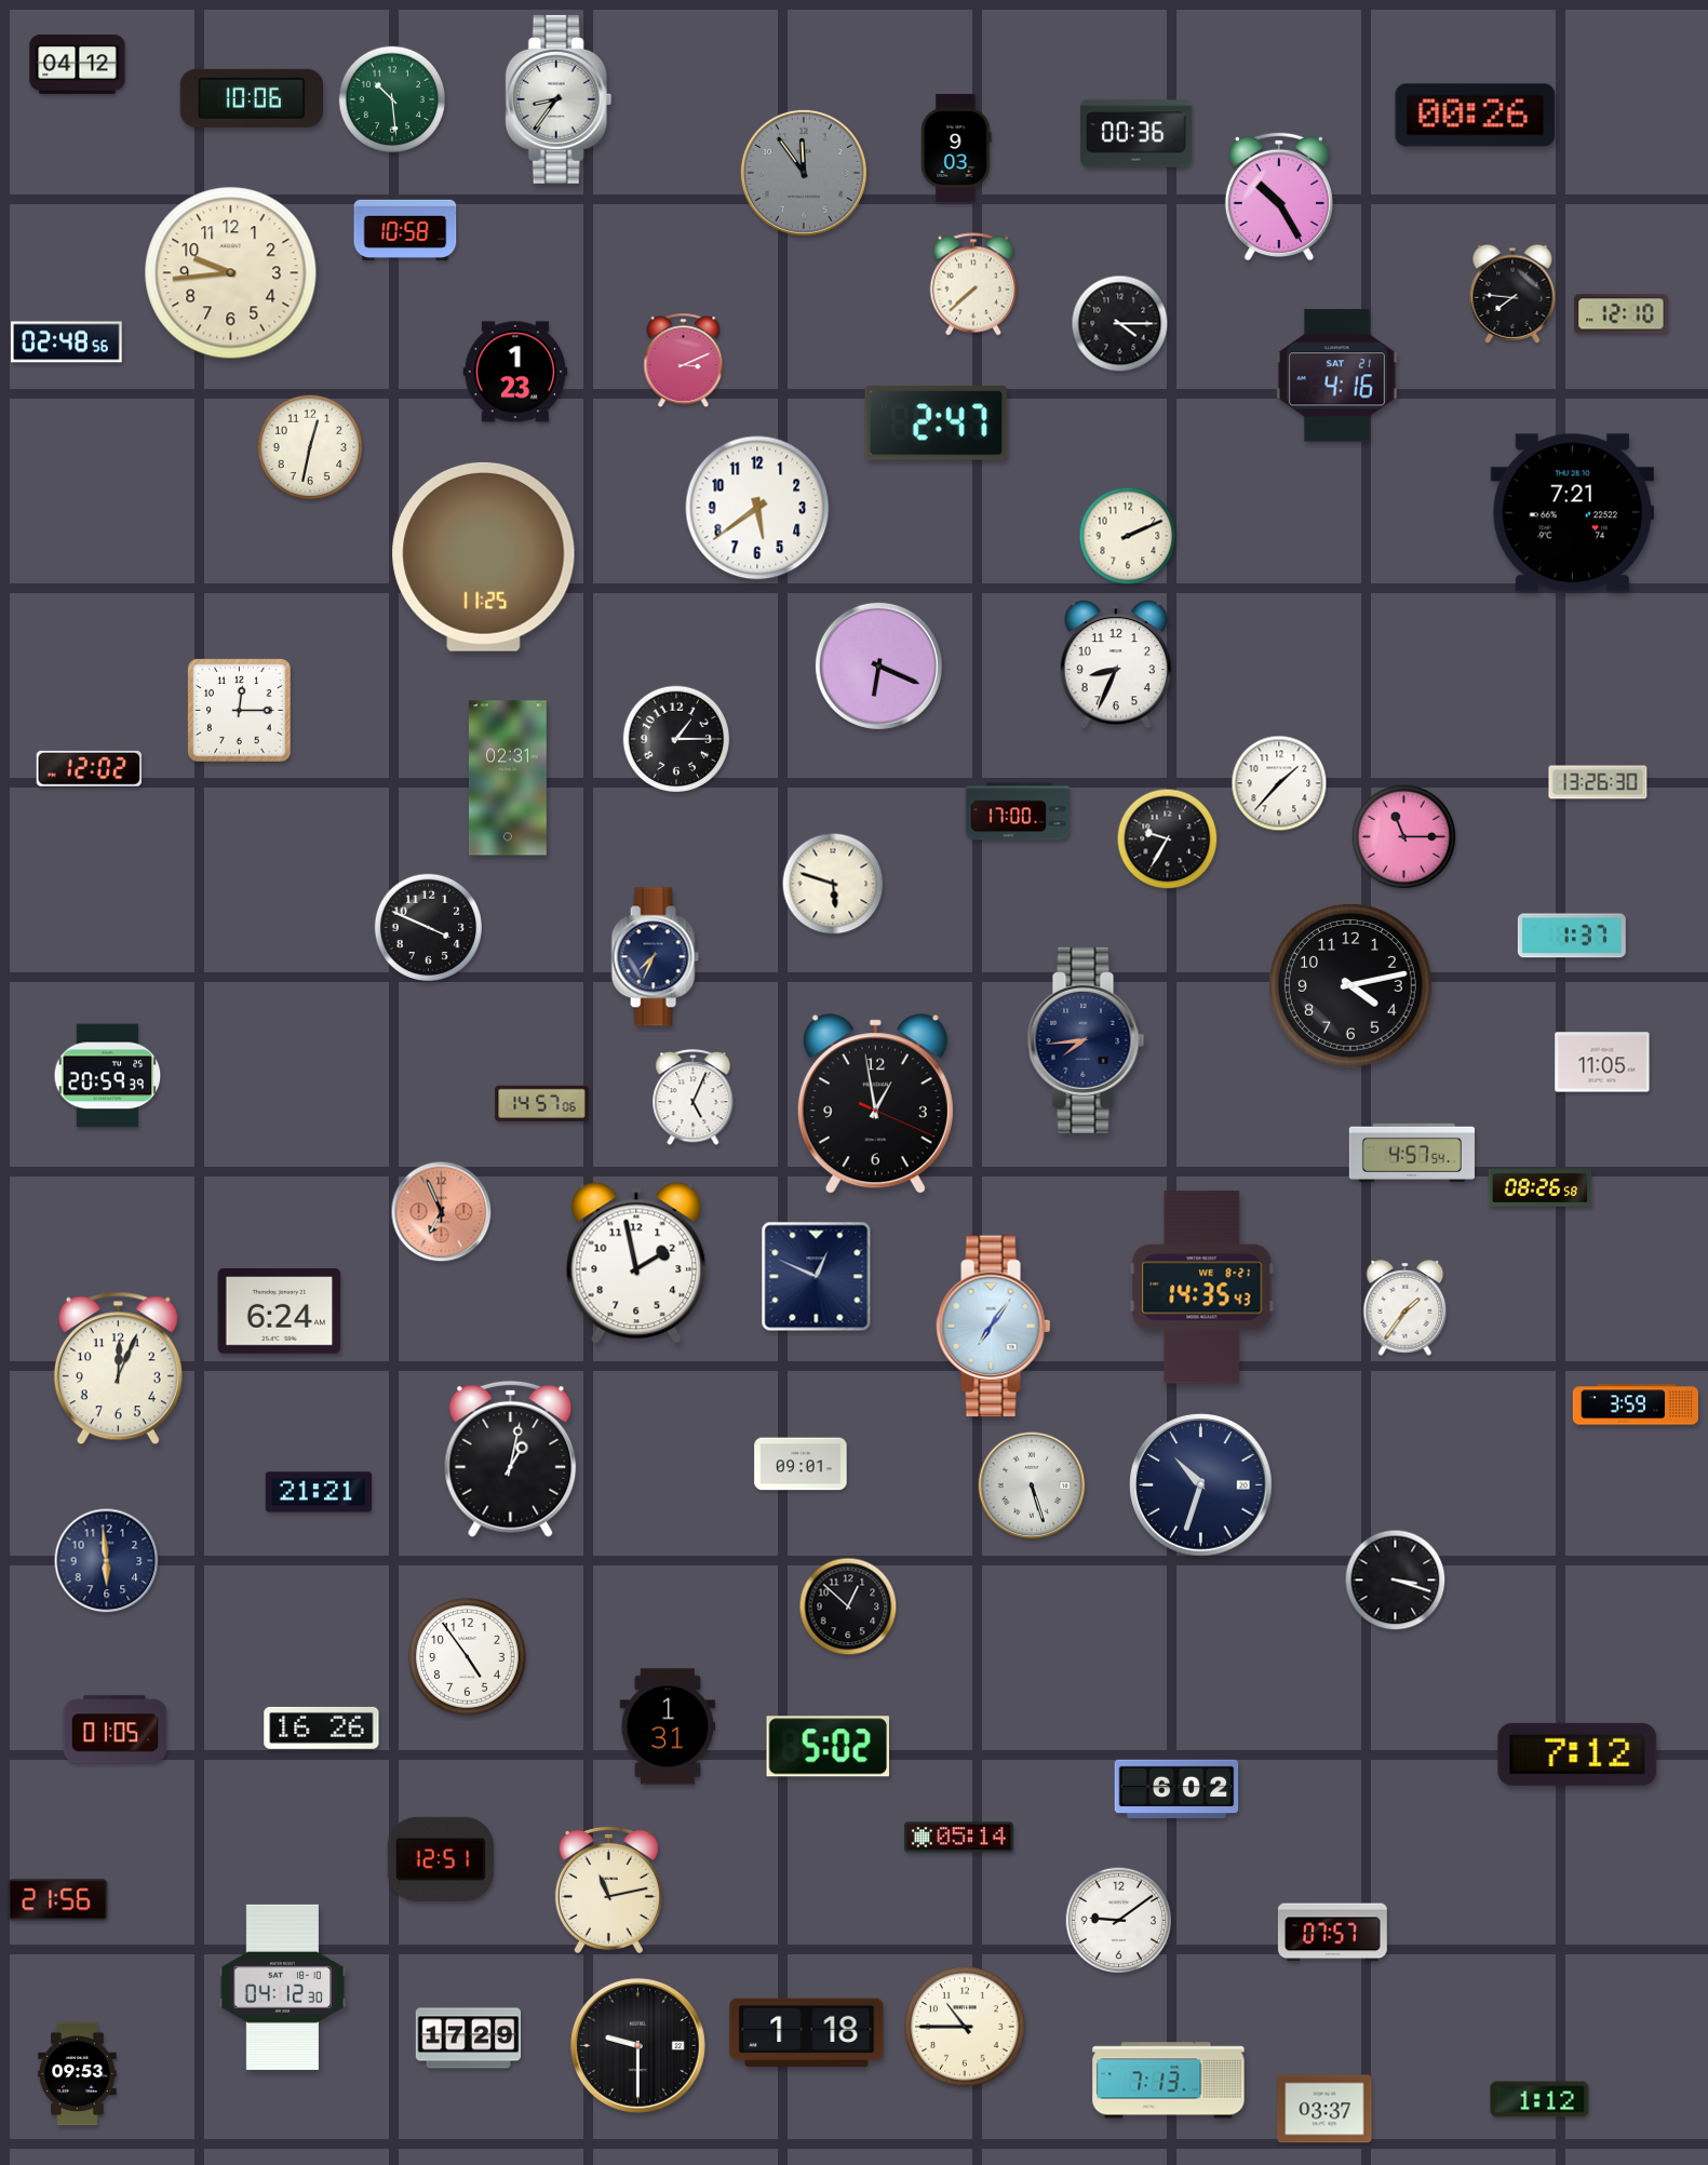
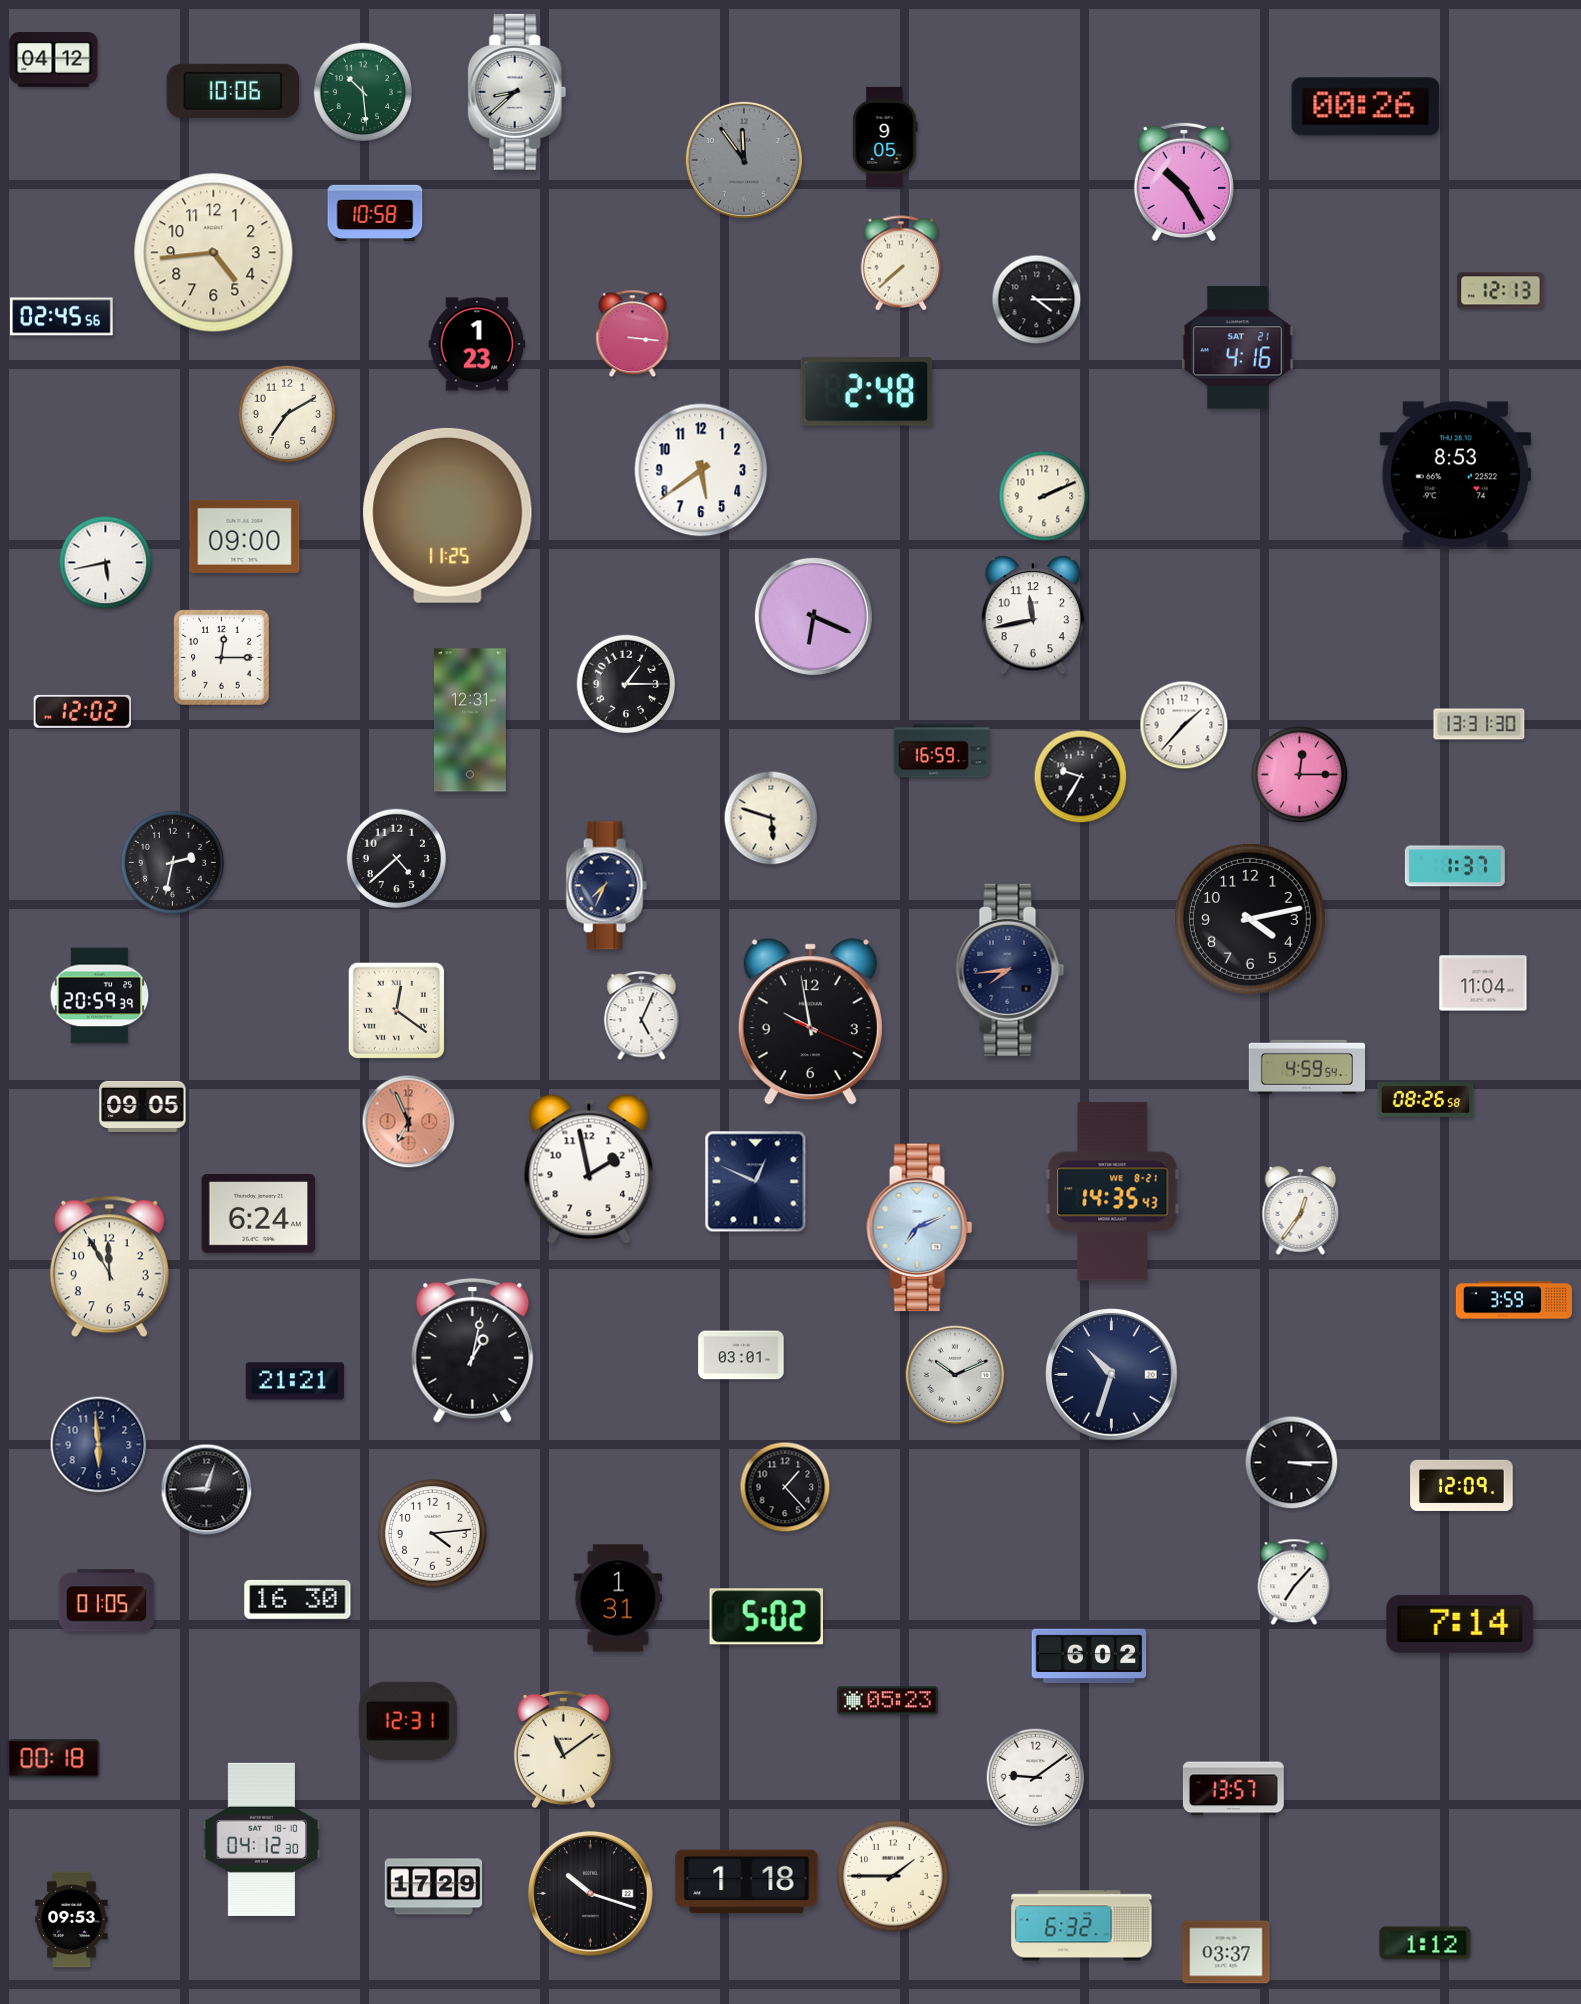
clock at (78, 65) position: (78, 65) -> (54, 60)
clock at (559, 99): 8:36 -> 8:38
clock at (1137, 134): 00:36 -> none
clock at (956, 148): 9:03 -> 9:05
clock at (231, 273): 9:44 -> 4:44
clock at (1512, 294): 7:46 -> none
clock at (1622, 314): 12:10 -> 12:13
clock at (67, 342): 02:48 -> 02:45
clock at (684, 361): 3:11 -> 3:16
clock at (937, 423): 2:47 -> 2:48
clock at (310, 447): 12:32 -> 7:10
clock at (1572, 513): 7:21 -> 8:53
clock at (245, 536): none -> 09:00
clock at (106, 563): none -> 5:43
clock at (1115, 665): 8:34 -> 11:43
clock at (508, 778): 02:31 -> 12:31
clock at (1598, 782): 13:26 -> 13:31
clock at (1018, 811): 17:00 -> 16:59
clock at (1404, 837): 11:15 -> 12:15
clock at (428, 927): 3:49 -> 4:38
clock at (172, 862): none -> 2:32
clock at (1350, 985) position: (1350, 985) -> (1250, 919)
clock at (1086, 1040) position: (1086, 1040) -> (1010, 970)
clock at (1602, 1062): 11:05 -> 11:04
clock at (396, 1010): none -> 12:21
clock at (542, 1103): 14:57 -> none
clock at (875, 1104): 12:58 -> 9:58
clock at (1411, 1153): 4:57 -> 4:59
clock at (143, 1106): none -> 09:05
clock at (1406, 1308): 1:36 -> 12:36
clock at (994, 1327): 7:06 -> 7:11
clock at (118, 1369): 12:04 -> 11:55
clock at (801, 1464): 09:01 -> 03:01
clock at (1032, 1485): 5:27 -> 10:11
clock at (1396, 1581): 3:18 -> 3:15
clock at (1462, 1485): none -> 12:09
clock at (848, 1606): 12:52 -> 1:23
clock at (207, 1490): none -> 9:03
clock at (468, 1657): 4:54 -> 4:14
clock at (1294, 1582): none -> 7:07
clock at (322, 1727): 16:26 -> 16:30
clock at (1577, 1754): 7:12 -> 7:14
clock at (958, 1838): 05:14 -> 05:23
clock at (441, 1859): 12:51 -> 12:31
clock at (608, 1888): 11:13 -> 11:09
clock at (58, 1900): 21:56 -> 00:18
clock at (1332, 1933): 07:57 -> 13:57
clock at (965, 2027): 10:45 -> 1:45
clock at (637, 2045): 9:30 -> 10:18
clock at (1169, 2081): 7:13 -> 6:32
